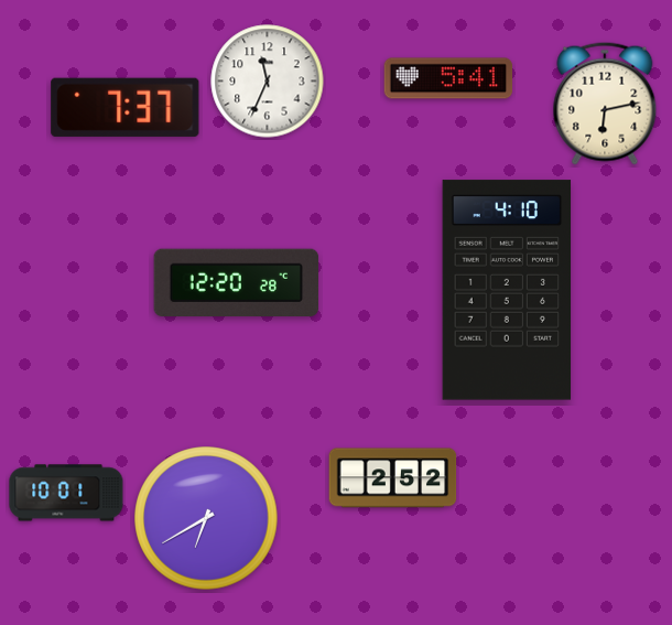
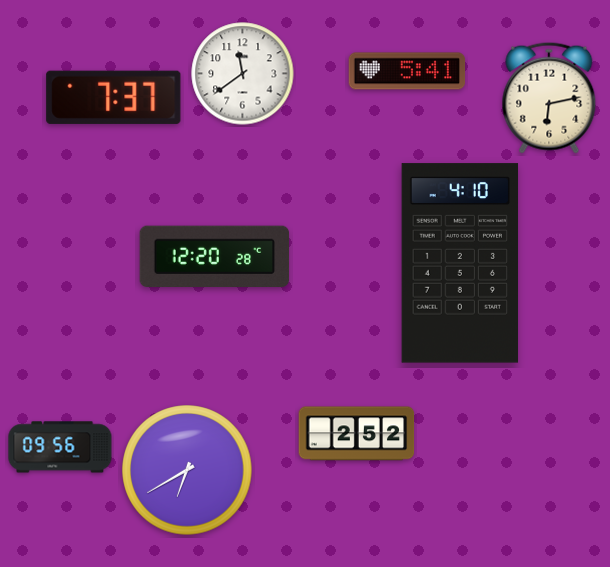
clock at (268, 82): 11:34 -> 11:39
clock at (605, 104) position: (605, 104) -> (549, 98)
clock at (66, 493): 10:01 -> 09:56
